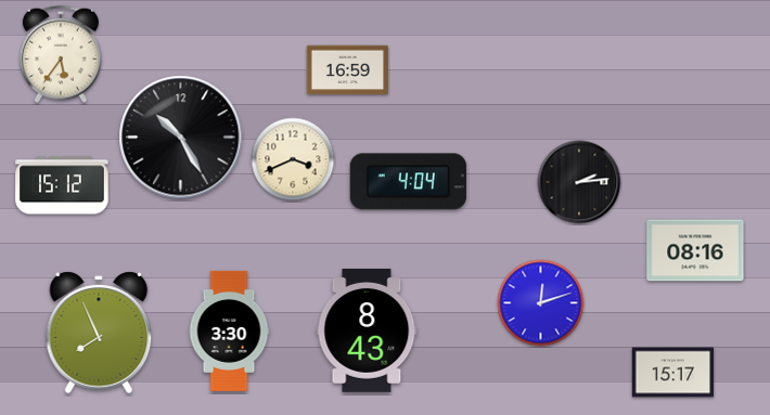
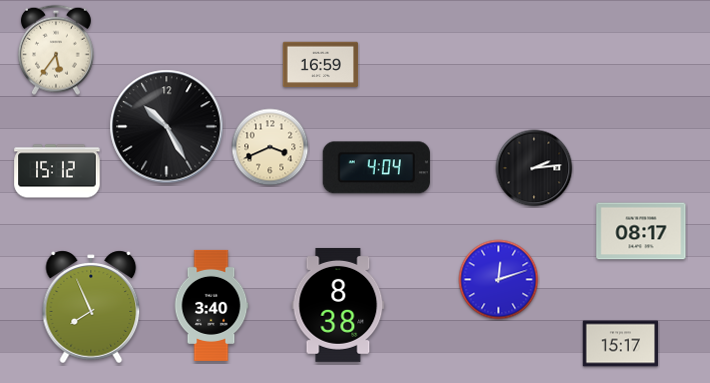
clock at (695, 250): 08:16 -> 08:17
clock at (229, 330): 3:30 -> 3:40
clock at (367, 330): 8:43 -> 8:38
